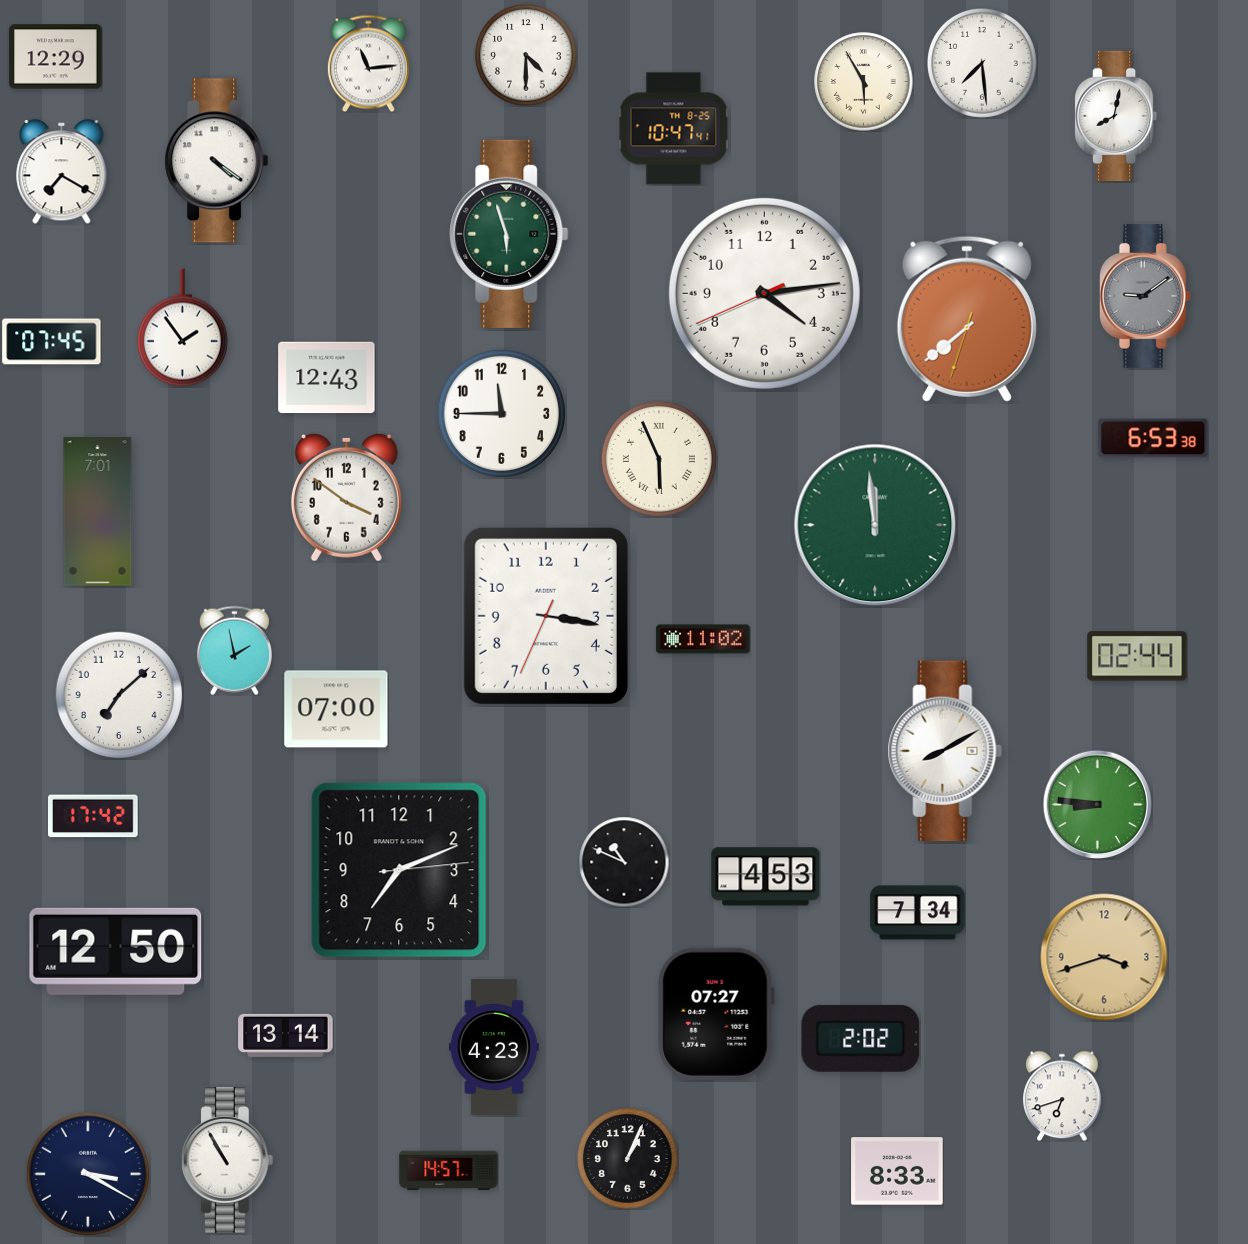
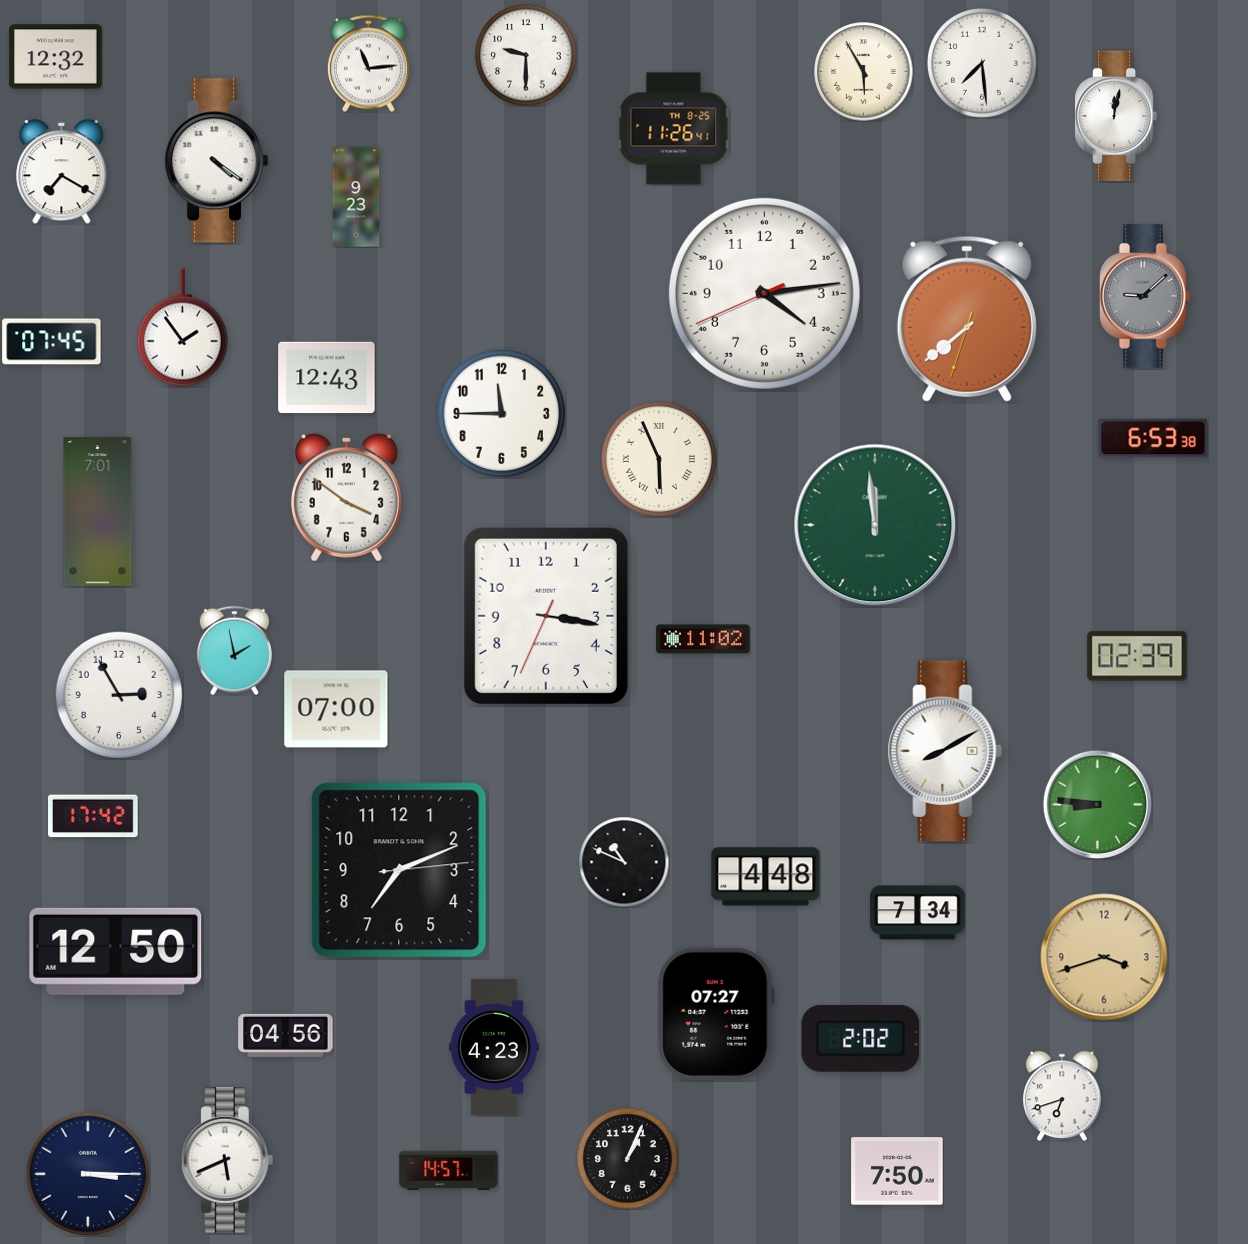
clock at (526, 55): 4:30 -> 9:30
clock at (56, 57): 12:29 -> 12:32
clock at (864, 82) position: (864, 82) -> (864, 72)
clock at (1117, 115): 8:02 -> 12:02
clock at (674, 129): 10:47 -> 11:26
clock at (356, 197): none -> 9:23
clock at (509, 234): 5:57 -> none
clock at (1145, 296): 9:09 -> 9:08
clock at (1137, 656): 02:44 -> 02:39
clock at (118, 694): 7:08 -> 2:55
clock at (766, 877): 4:53 -> 4:48
clock at (286, 1035): 13:14 -> 04:56
clock at (227, 1161): 10:55 -> 5:41
clock at (897, 1171): 8:33 -> 7:50
clock at (88, 1174): 3:20 -> 3:15
